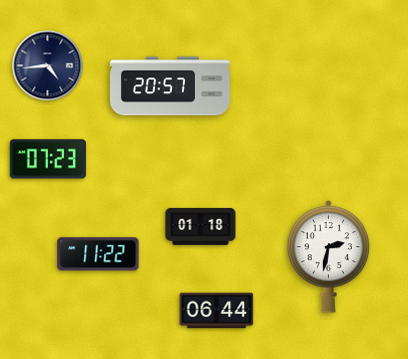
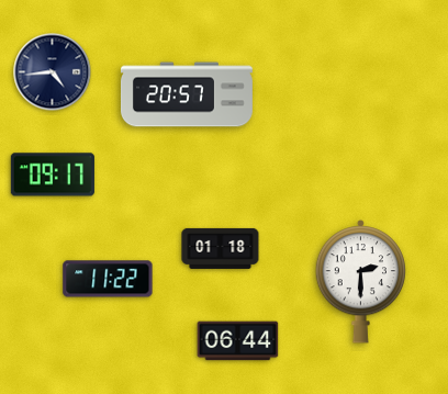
clock at (48, 159): 07:23 -> 09:17
clock at (329, 257): 2:32 -> 2:30
